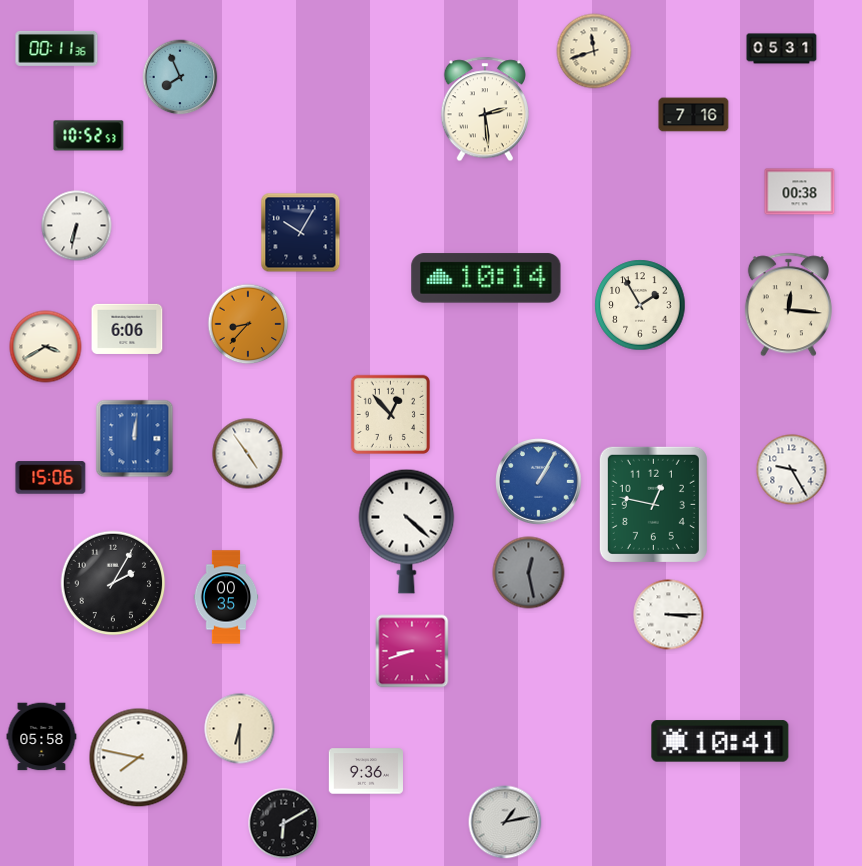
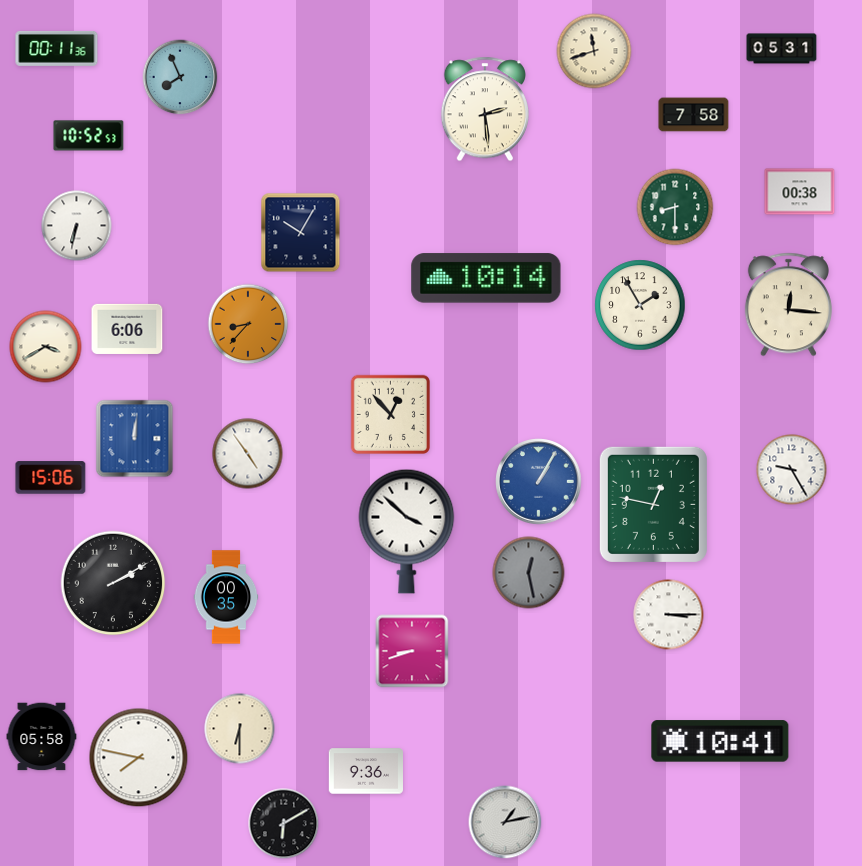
clock at (694, 115): 7:16 -> 7:58
clock at (675, 207): none -> 8:30
clock at (407, 531): 4:22 -> 3:52
clock at (113, 583): 2:05 -> 2:10
